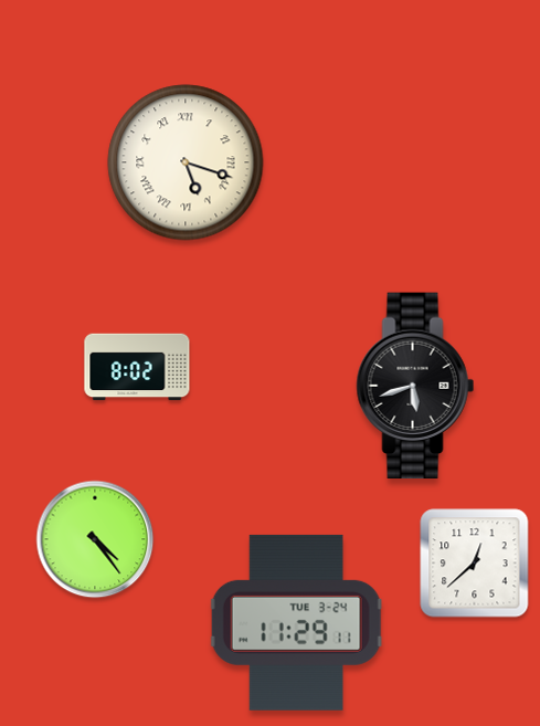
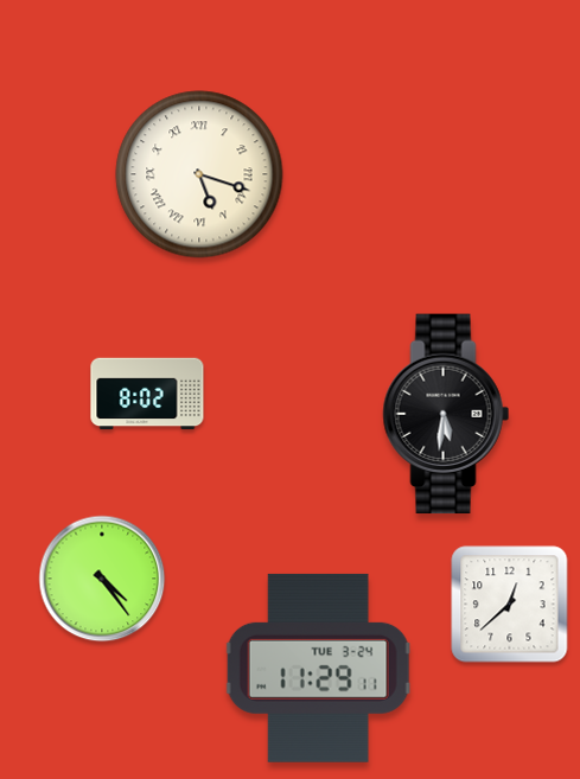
clock at (415, 386): 5:42 -> 5:31
